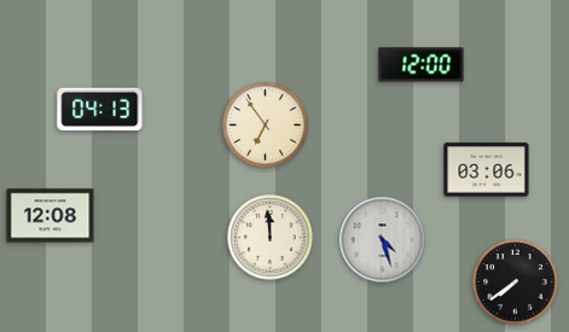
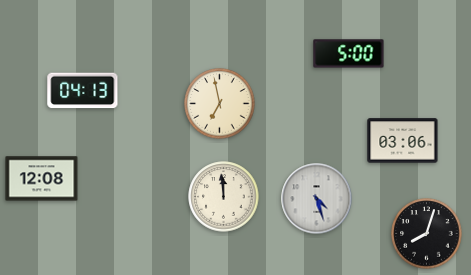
clock at (422, 65): 12:00 -> 5:00
clock at (266, 126): 6:54 -> 6:58
clock at (516, 283): 7:39 -> 8:03
